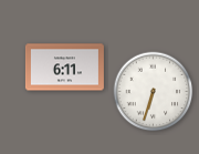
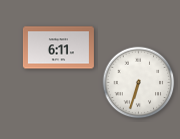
clock at (64, 68) position: (64, 68) -> (58, 48)
